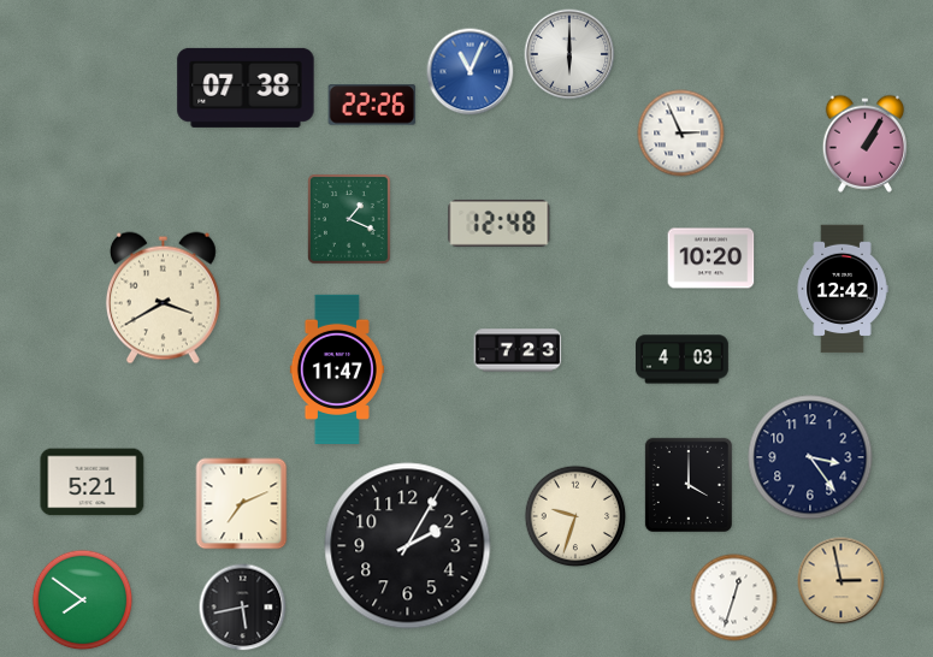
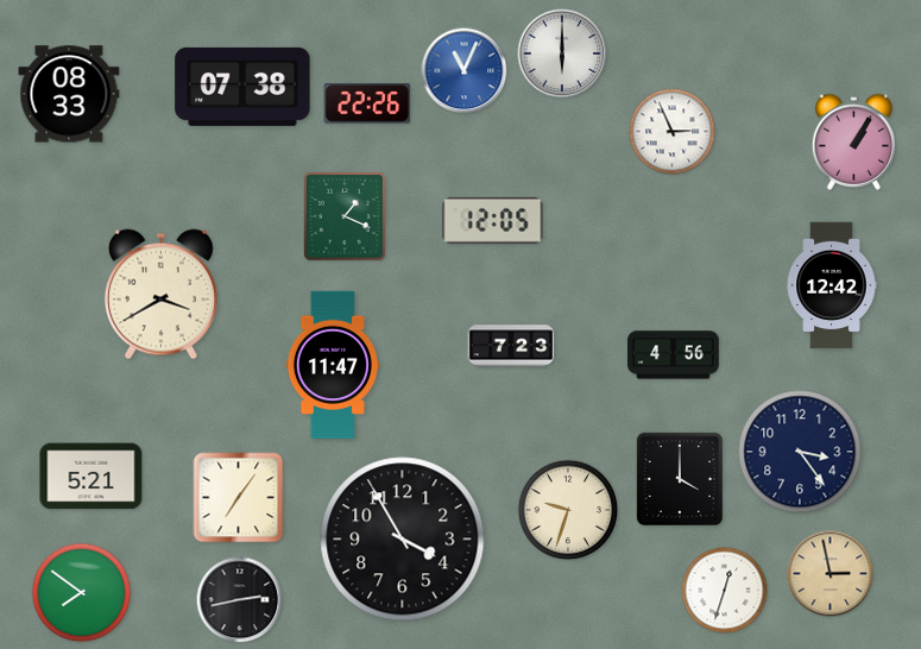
clock at (69, 94): none -> 08:33
clock at (500, 223): 12:48 -> 12:05
clock at (711, 259): 10:20 -> none
clock at (683, 360): 4:03 -> 4:56
clock at (242, 504): 7:11 -> 7:06
clock at (408, 546): 2:05 -> 3:55
clock at (243, 608): 5:43 -> 2:43
